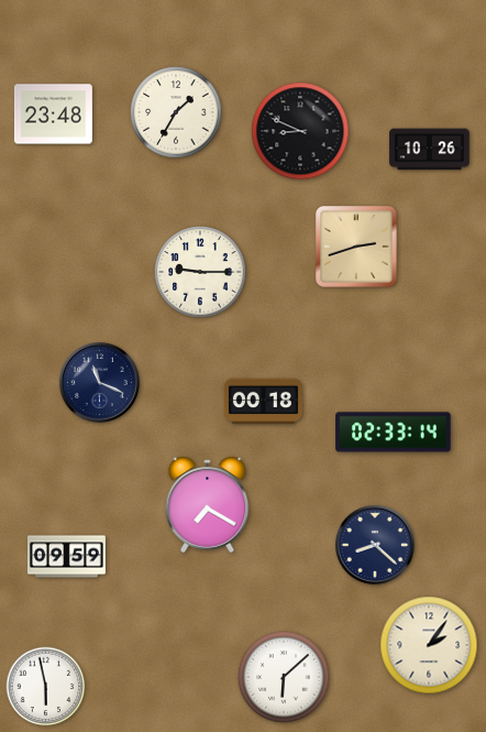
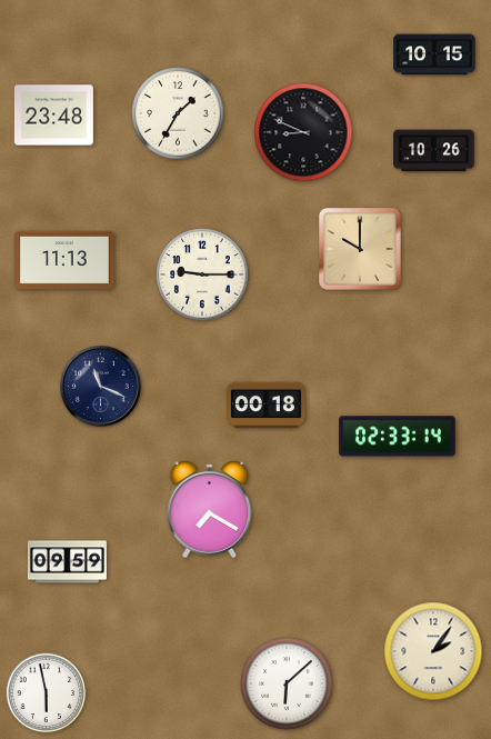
clock at (434, 54): none -> 10:15
clock at (356, 247): 2:42 -> 10:00
clock at (64, 260): none -> 11:13
clock at (375, 545): 8:22 -> none
